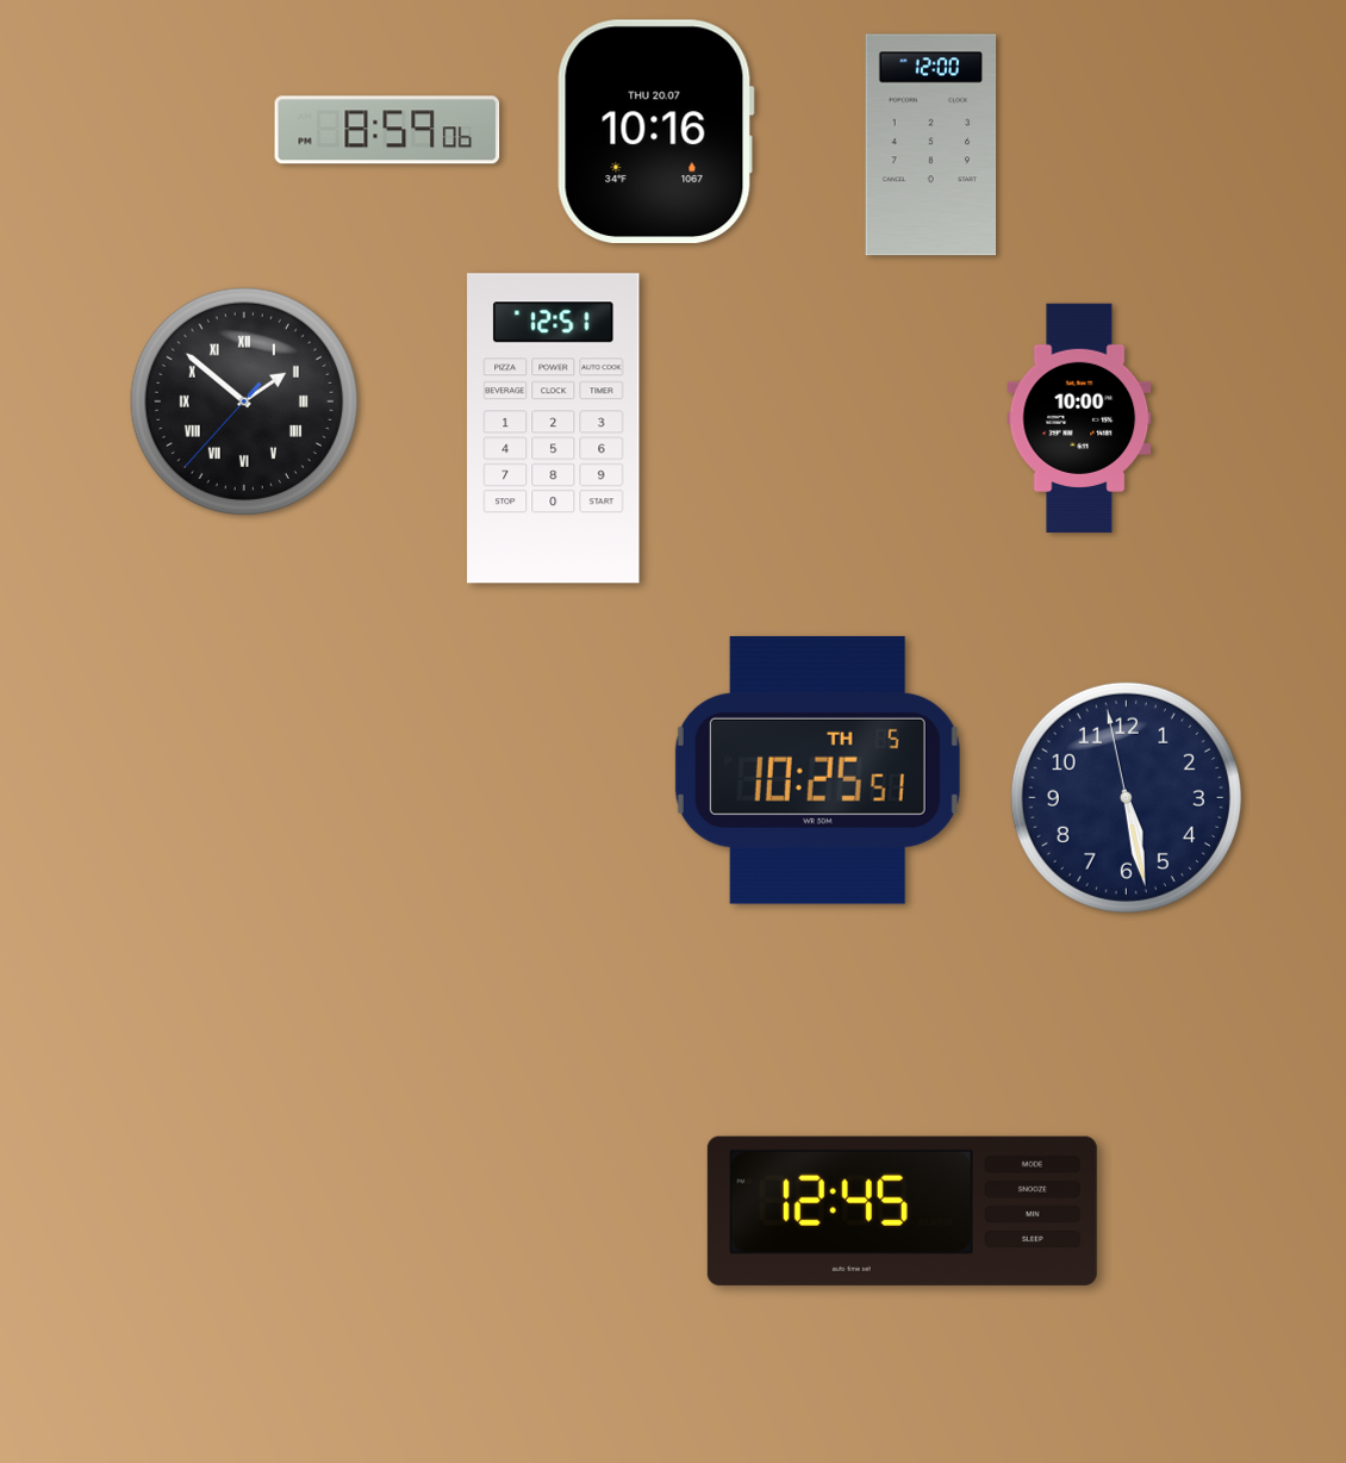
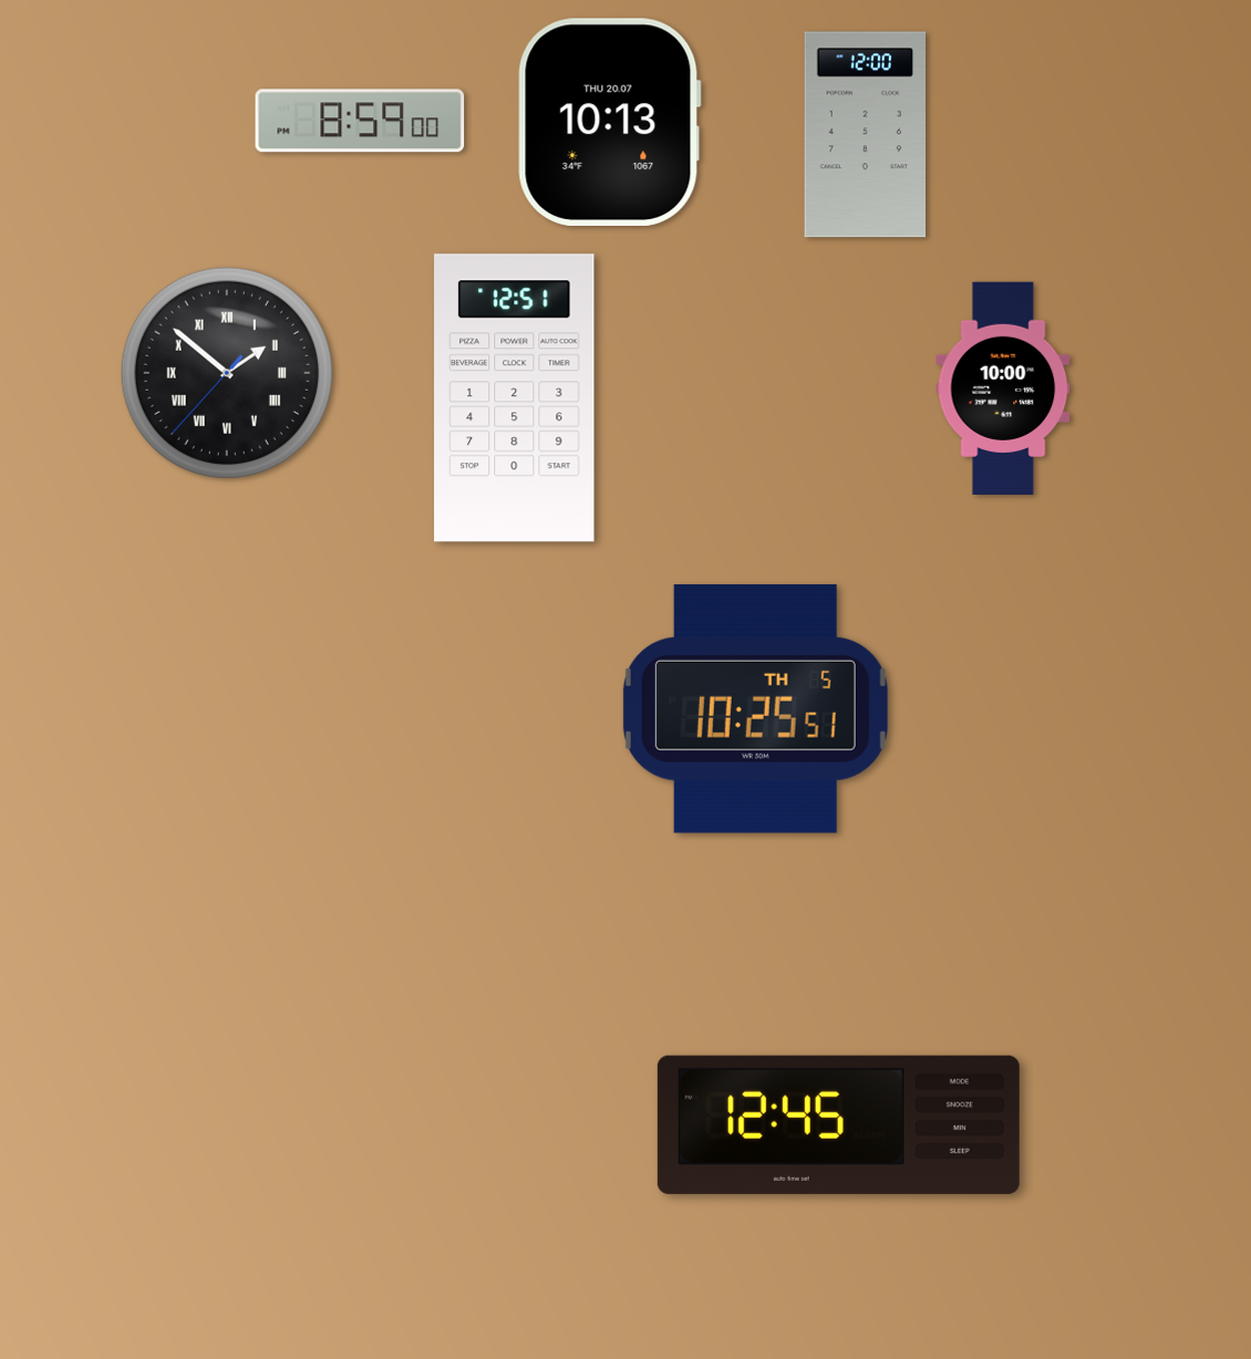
clock at (387, 130): 8:59:06 -> 8:59:00
clock at (655, 132): 10:16 -> 10:13
clock at (817, 770) position: (817, 770) -> (755, 708)
clock at (1126, 797): 5:27 -> none
